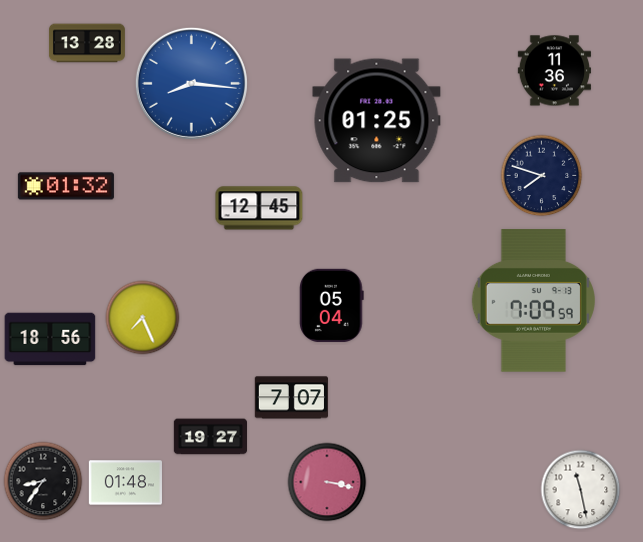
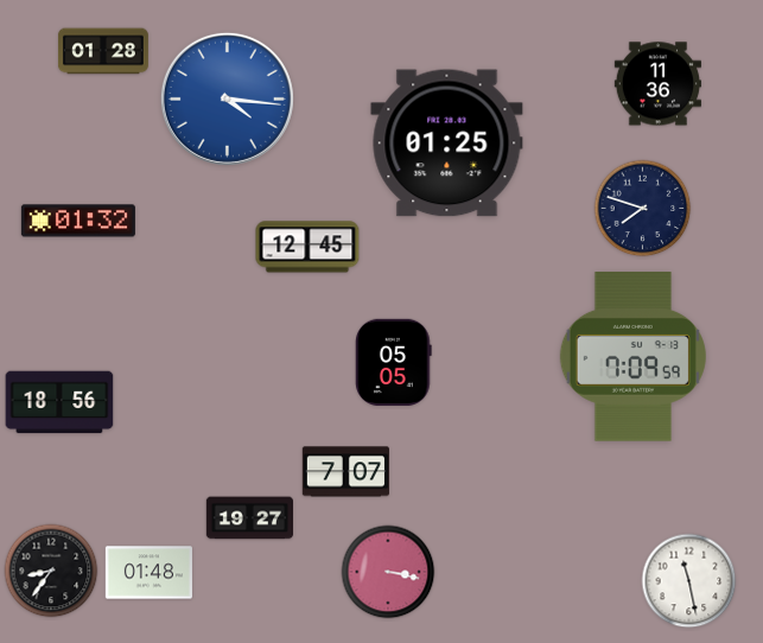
clock at (88, 43): 13:28 -> 01:28
clock at (191, 83): 8:16 -> 4:16
clock at (332, 305): 05:04 -> 05:05
clock at (143, 318): 7:26 -> none
